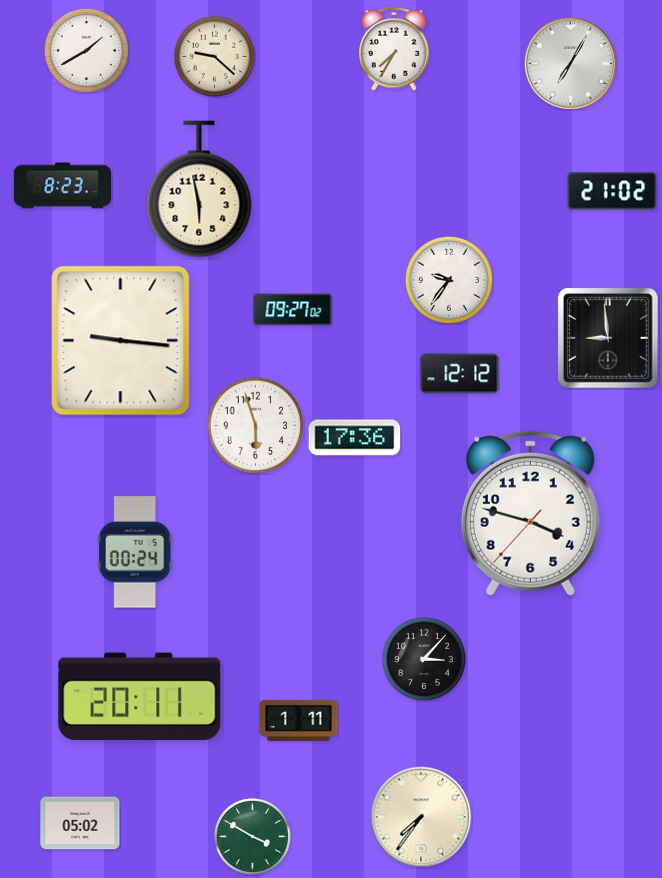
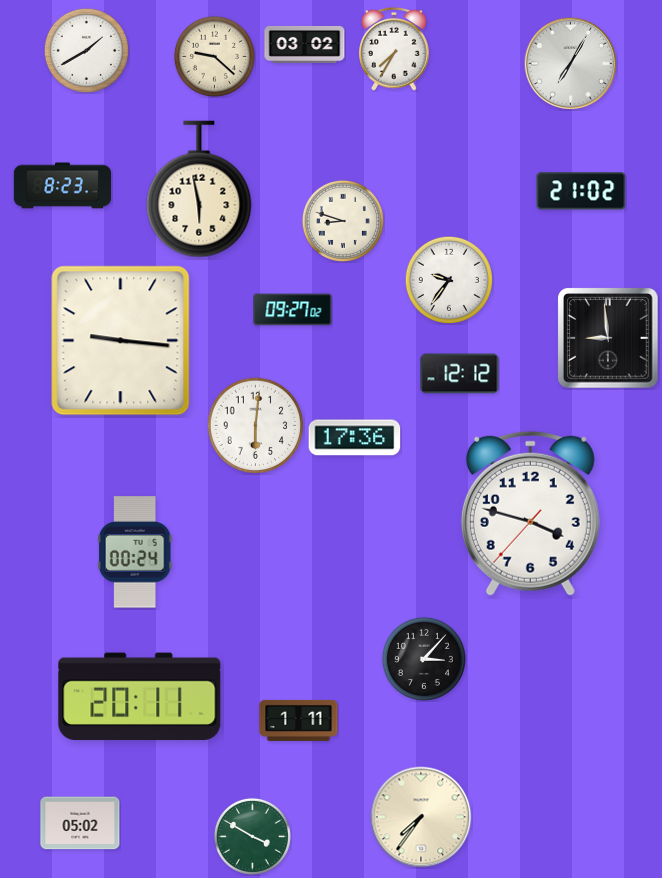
clock at (305, 44): none -> 03:02
clock at (612, 191) position: (612, 191) -> (581, 191)
clock at (343, 221): none -> 8:48
clock at (255, 425): 5:57 -> 6:01
